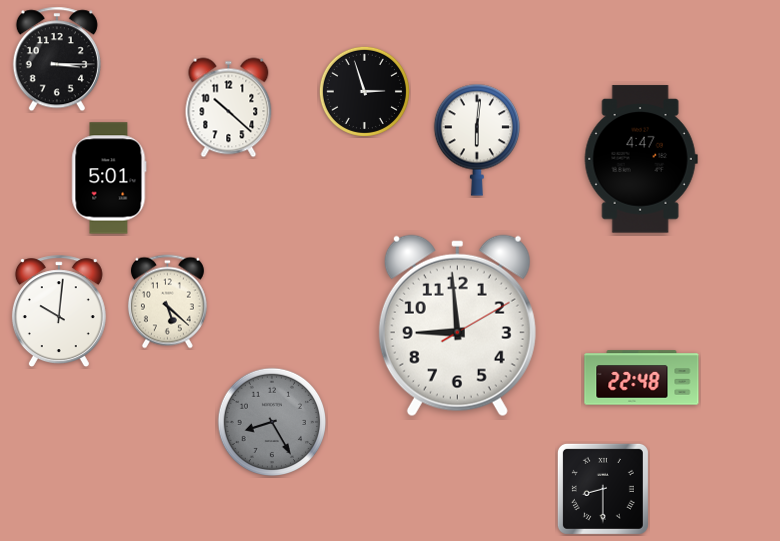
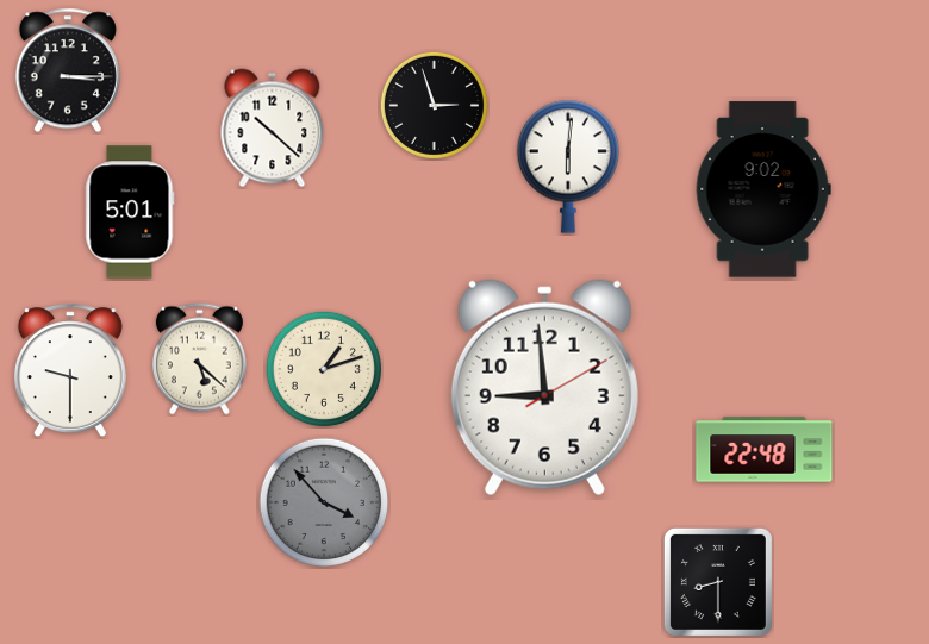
clock at (364, 91) position: (364, 91) -> (434, 105)
clock at (641, 159): 4:47 -> 9:02
clock at (324, 369): none -> 1:12
clock at (59, 312): 10:01 -> 9:30
clock at (272, 422): 8:25 -> 3:53
